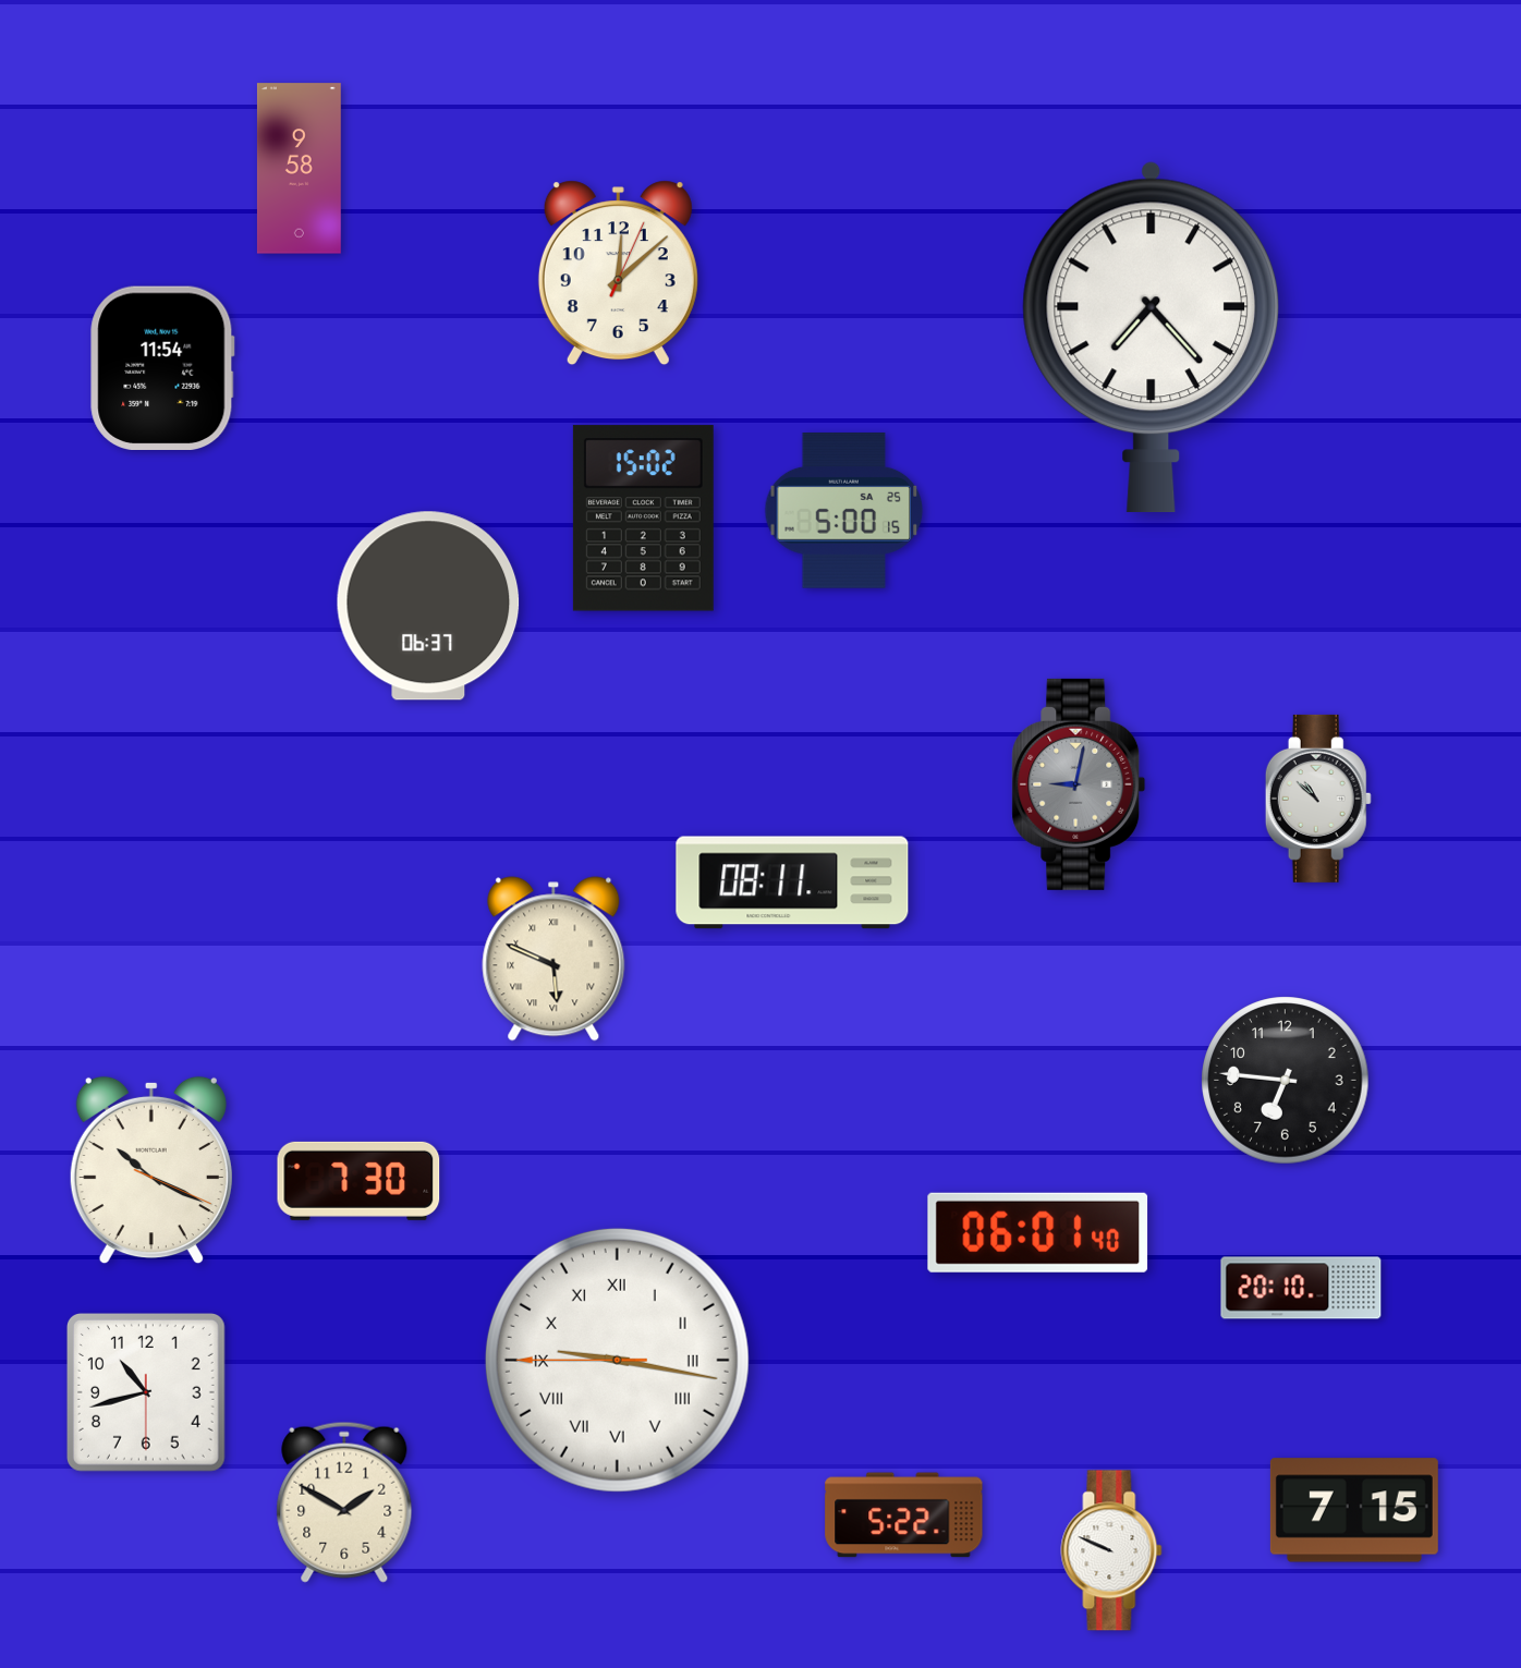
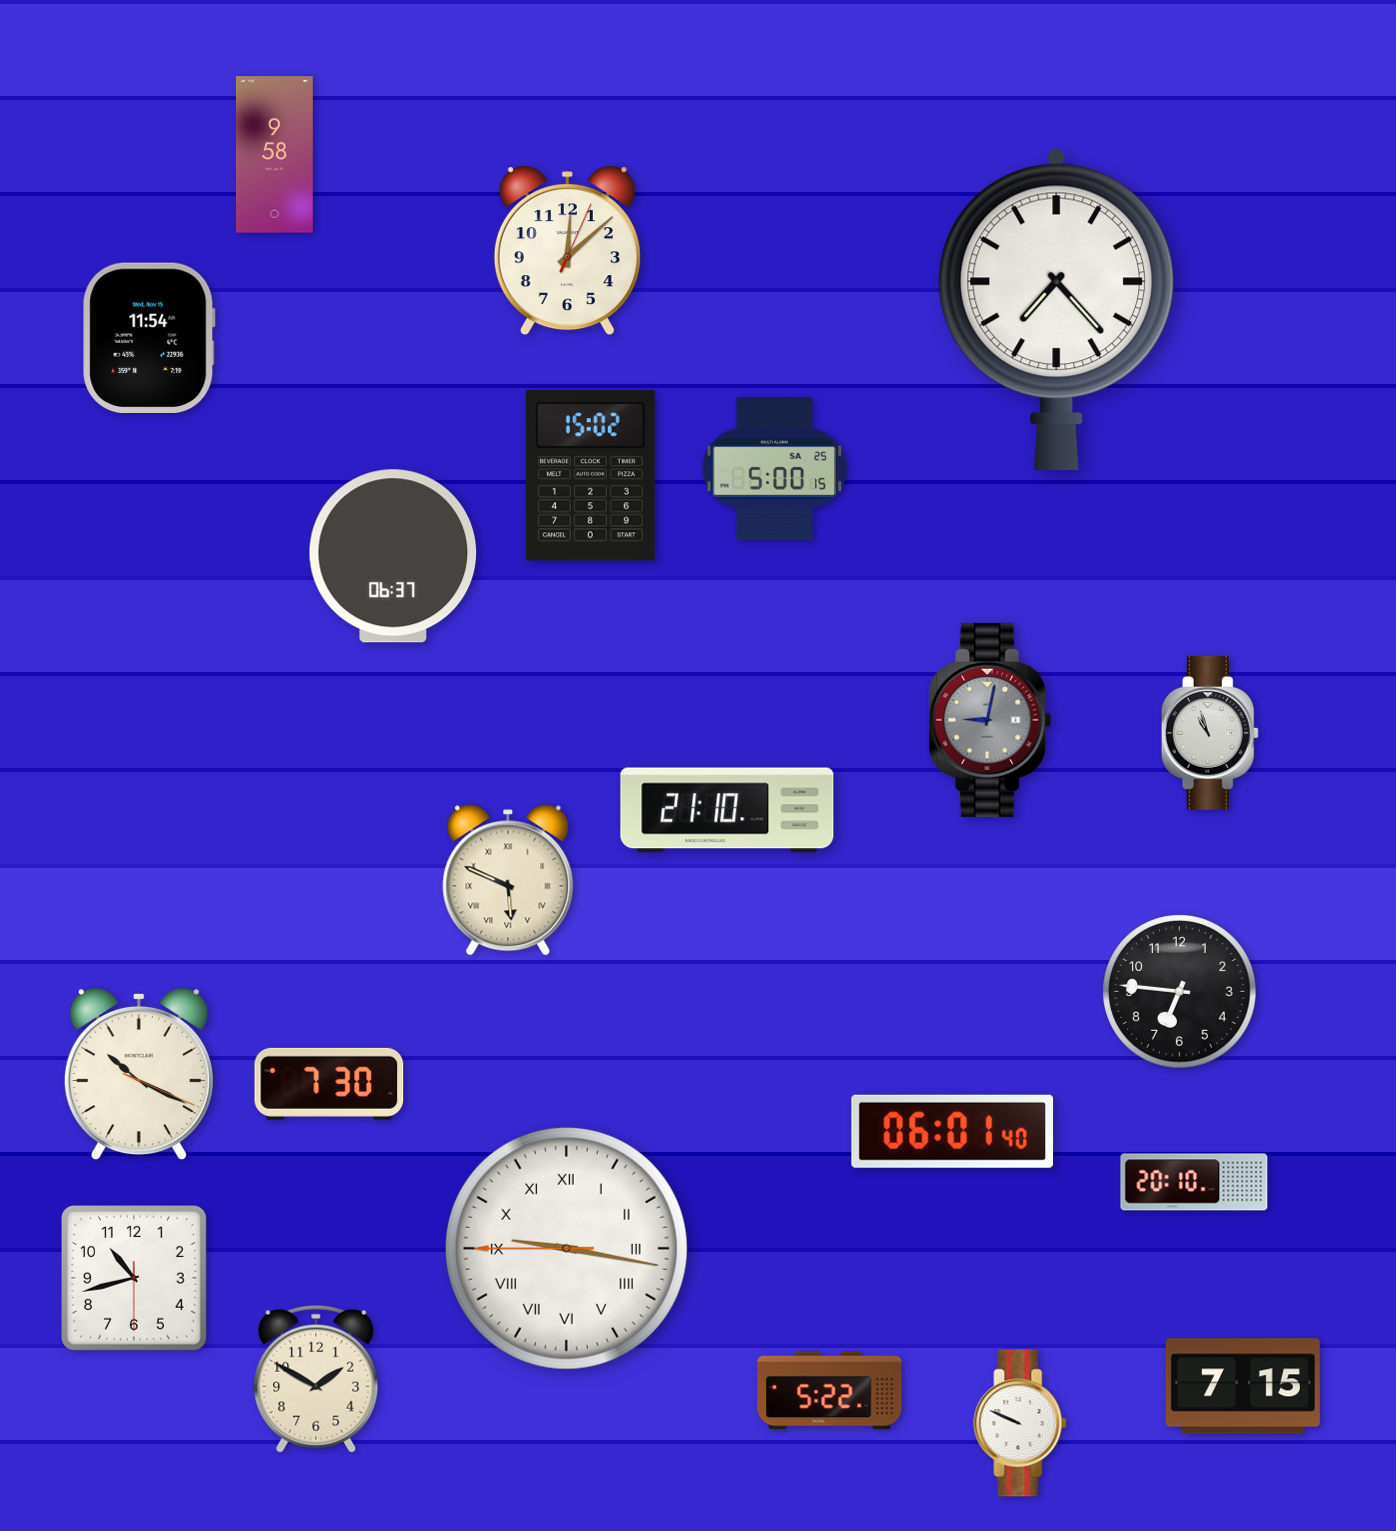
clock at (1318, 799): 10:52 -> 10:57
clock at (792, 882): 08:11 -> 21:10
